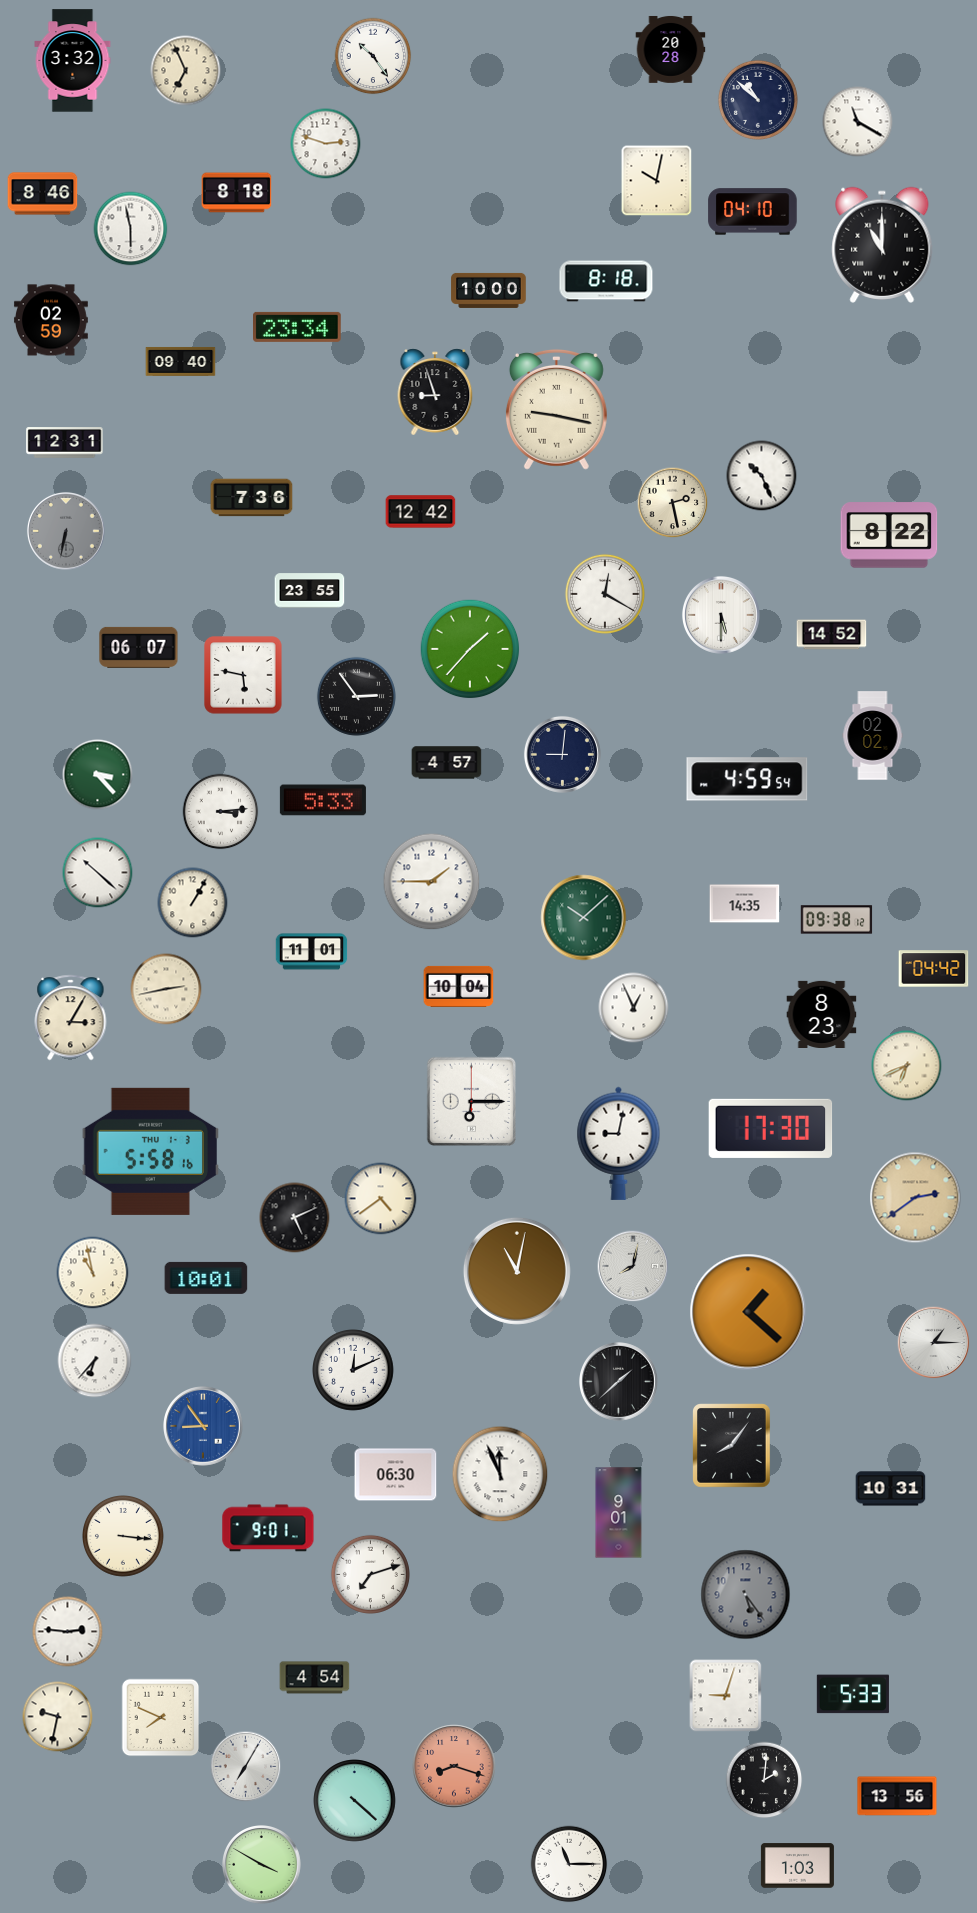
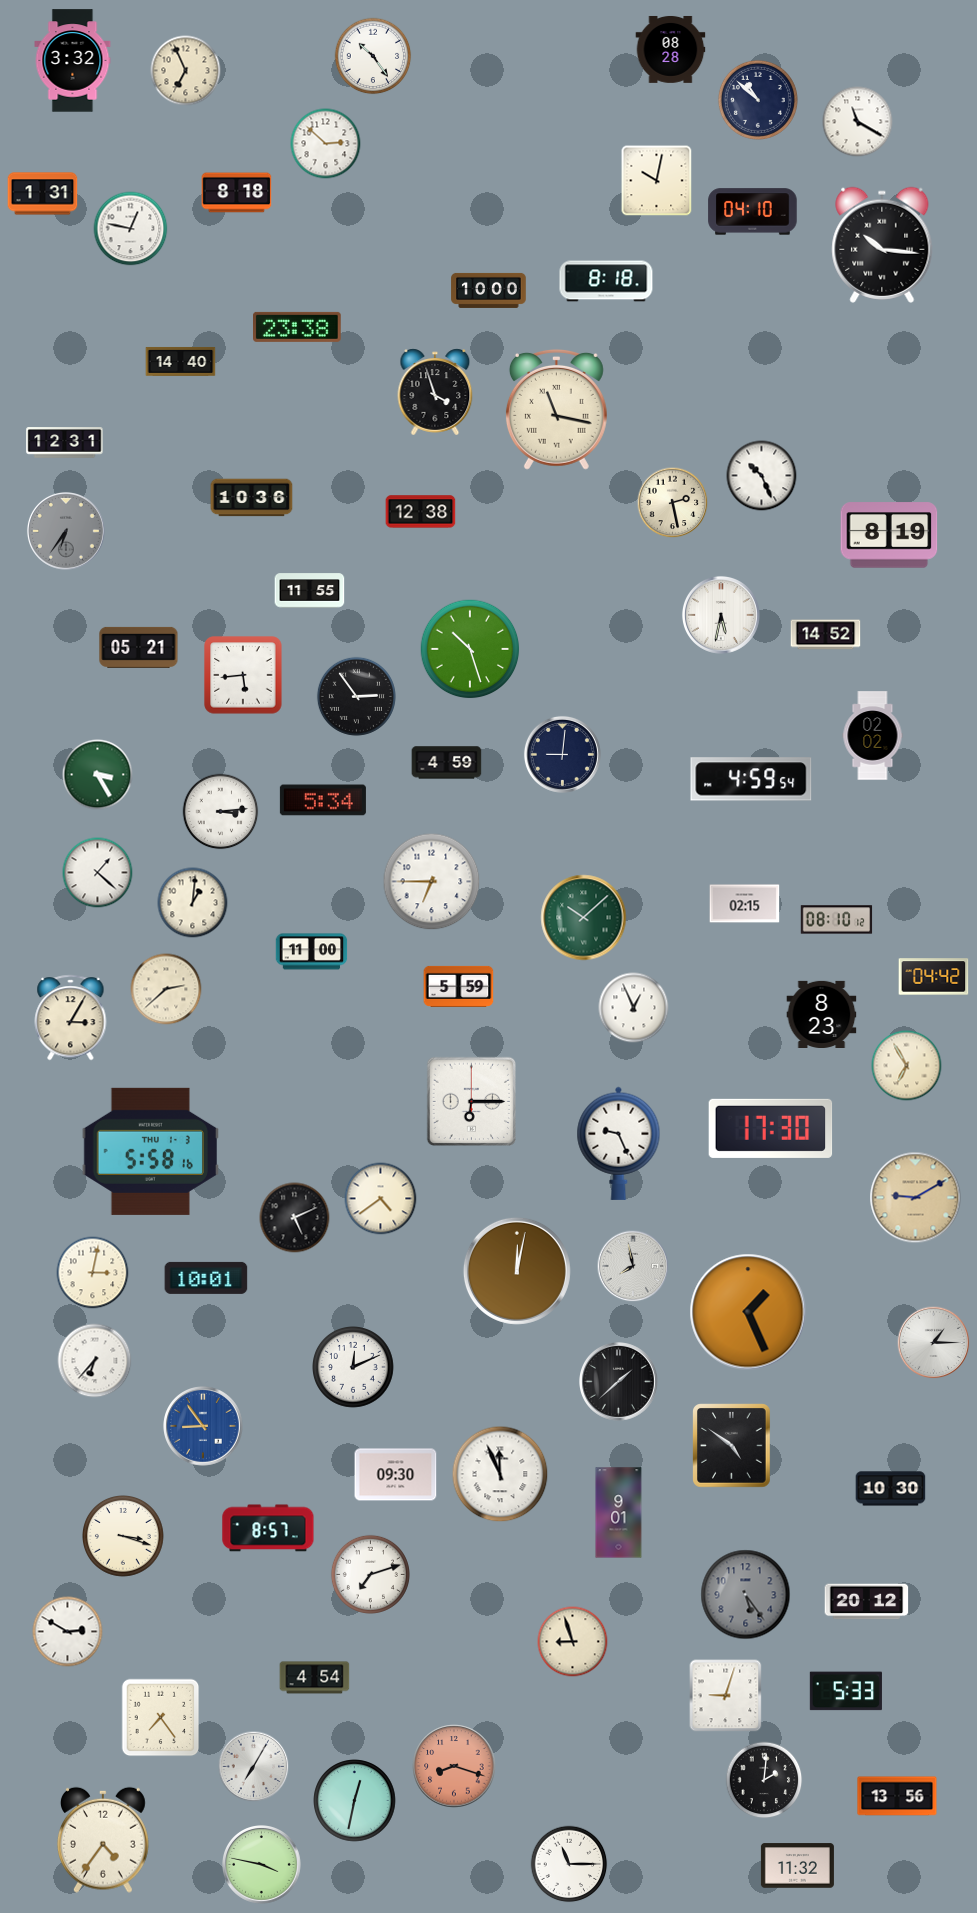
clock at (671, 50): 20:28 -> 08:28
clock at (326, 144): 2:48 -> 2:52
clock at (43, 194): 8:46 -> 1:31
clock at (131, 229): 5:58 -> 12:47
clock at (882, 245): 11:00 -> 10:16
clock at (51, 320): 02:59 -> none
clock at (298, 327): 23:34 -> 23:38
clock at (181, 361): 09:40 -> 14:40
clock at (435, 392): 8:57 -> 3:57
clock at (556, 409): 9:17 -> 11:17
clock at (252, 498): 7:36 -> 10:36
clock at (421, 512): 12:42 -> 12:38
clock at (66, 531): 6:32 -> 6:36
clock at (889, 535): 8:22 -> 8:19
clock at (310, 591): 23:55 -> 11:55
clock at (605, 594): 12:20 -> none
clock at (721, 615): 5:30 -> 5:32
clock at (832, 635) position: (832, 635) -> (826, 635)
clock at (139, 647): 06:07 -> 05:21
clock at (470, 649): 1:37 -> 10:27
clock at (243, 675): 5:47 -> 5:44
clock at (447, 763): 4:57 -> 4:59
clock at (98, 775): 3:23 -> 3:25
clock at (747, 779) position: (747, 779) -> (751, 779)
clock at (323, 800): 5:33 -> 5:34
clock at (98, 873): 10:22 -> 1:22
clock at (432, 882): 1:45 -> 6:45
clock at (193, 903): 1:05 -> 1:01
clock at (745, 904): 14:35 -> 02:15
clock at (837, 920): 09:38 -> 08:10
clock at (312, 952): 11:01 -> 11:00
clock at (934, 969) position: (934, 969) -> (934, 977)
clock at (459, 986): 10:04 -> 5:59
clock at (166, 989): 2:43 -> 2:38
clock at (907, 1066): 6:41 -> 6:55
clock at (619, 1143): 9:02 -> 9:26
clock at (916, 1198): 2:39 -> 9:10
clock at (633, 1266): 8:02 -> 7:58
clock at (517, 1271): 11:02 -> 12:02
clock at (93, 1273): 10:58 -> 3:02
clock at (748, 1312): 1:22 -> 1:26
clock at (354, 1371) position: (354, 1371) -> (354, 1368)
clock at (732, 1446): 8:06 -> 4:51
clock at (396, 1475): 06:30 -> 09:30
clock at (891, 1489): 10:31 -> 10:30
clock at (268, 1528): 9:01 -> 8:57
clock at (124, 1537): 3:16 -> 3:18
clock at (867, 1602): none -> 20:12
clock at (68, 1632): 2:46 -> 2:50
clock at (573, 1642): none -> 8:57
clock at (853, 1694) position: (853, 1694) -> (846, 1691)
clock at (58, 1717): 9:32 -> none
clock at (161, 1718): 7:49 -> 7:24
clock at (246, 1767) position: (246, 1767) -> (254, 1767)
clock at (355, 1801): 4:22 -> 12:32
clock at (103, 1840): none -> 4:36
clock at (262, 1865): 3:50 -> 3:47
clock at (797, 1866): 1:03 -> 11:32
